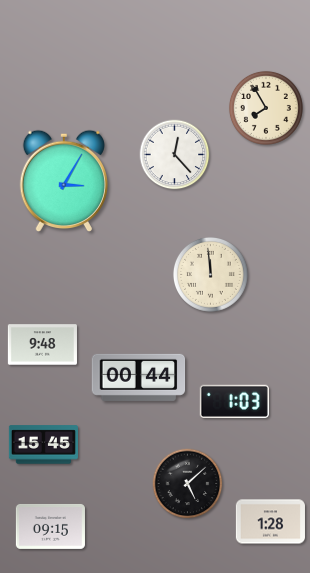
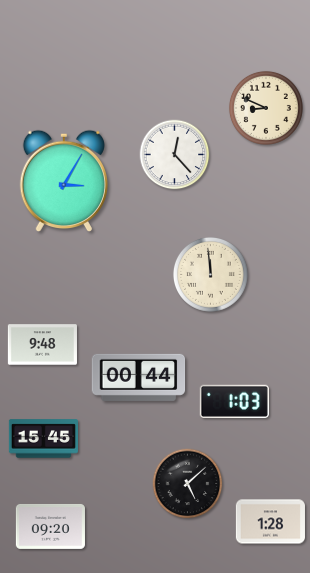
clock at (266, 108): 7:55 -> 8:49
clock at (43, 445) position: (43, 445) -> (43, 439)
clock at (50, 526): 09:15 -> 09:20
